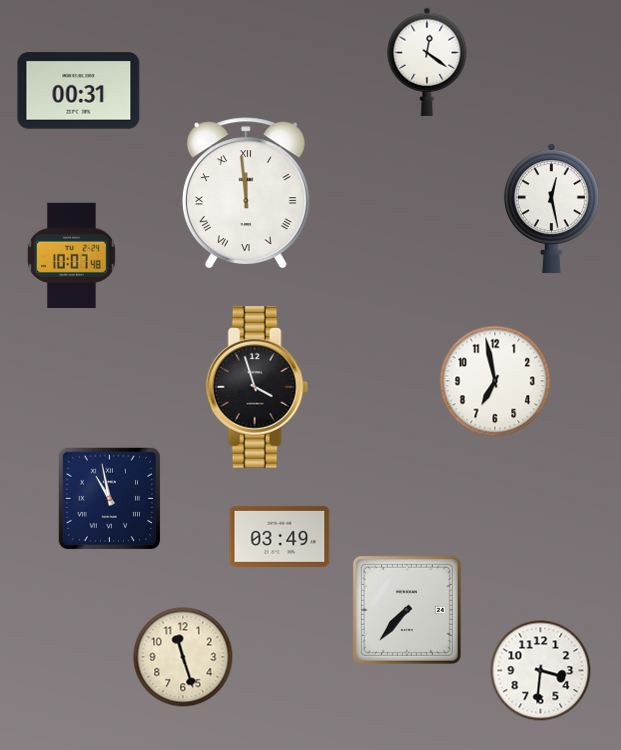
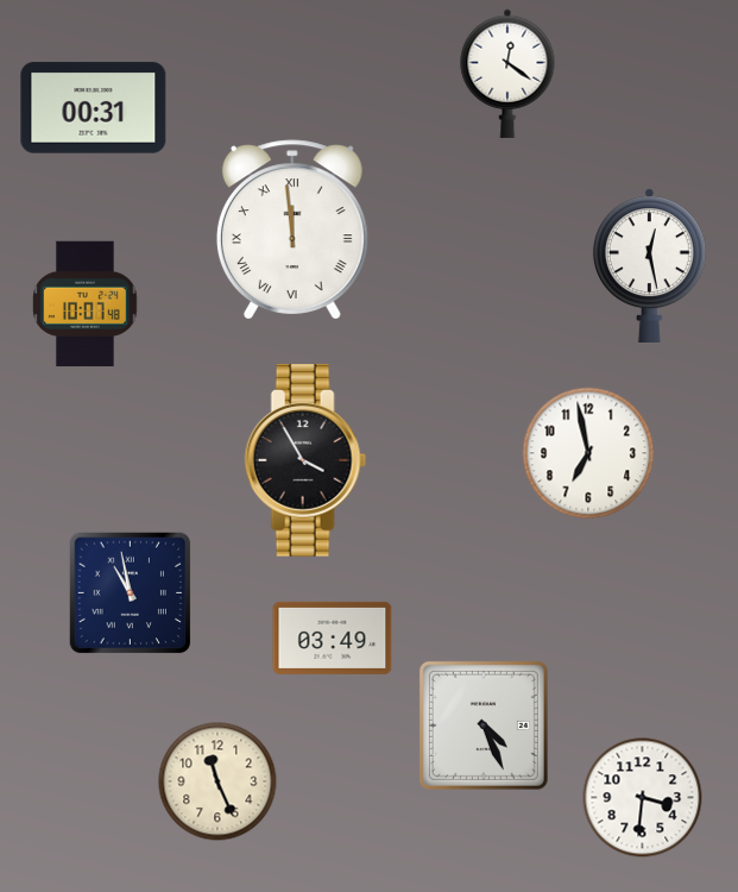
clock at (551, 208) position: (551, 208) -> (649, 265)
clock at (257, 387): 3:57 -> 3:55
clock at (407, 610): 7:37 -> 4:26
clock at (183, 657): 11:27 -> 11:26
